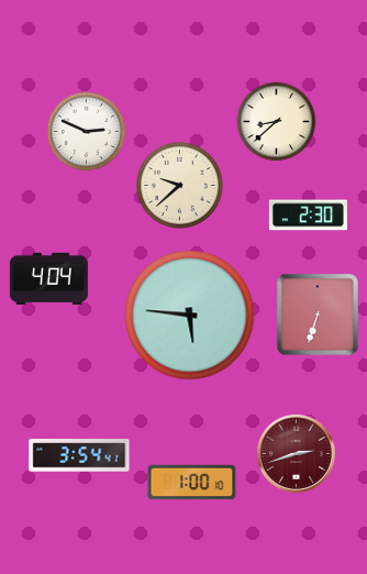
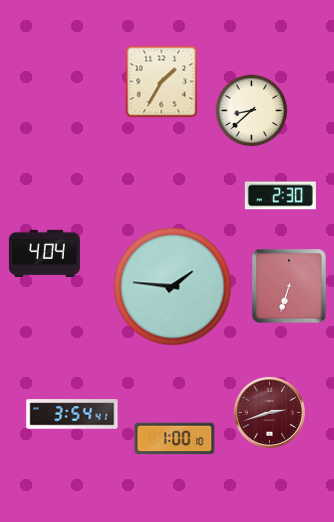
clock at (162, 82): none -> 1:35
clock at (87, 132): 2:49 -> none
clock at (179, 185): 9:38 -> none
clock at (190, 316): 5:46 -> 1:46
